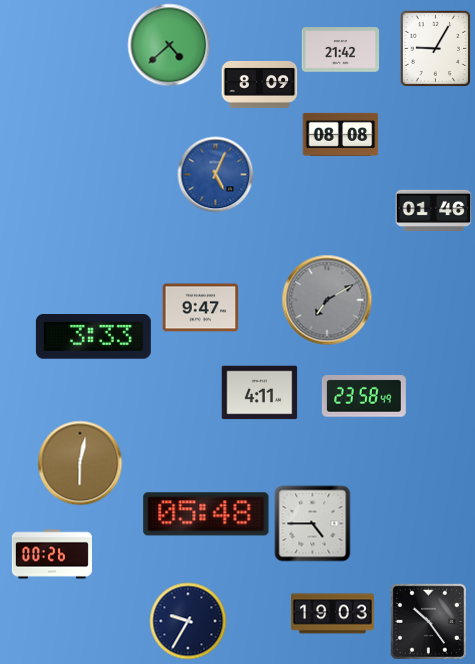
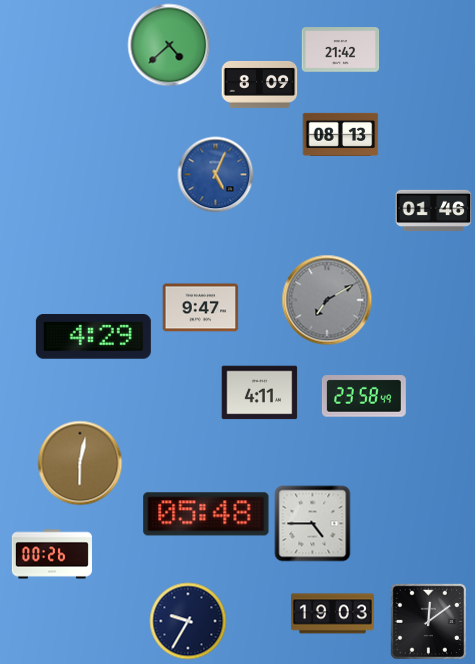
clock at (435, 48): 9:05 -> none
clock at (341, 134): 08:08 -> 08:13
clock at (93, 337): 3:33 -> 4:29
clock at (428, 621): 10:24 -> 12:09
